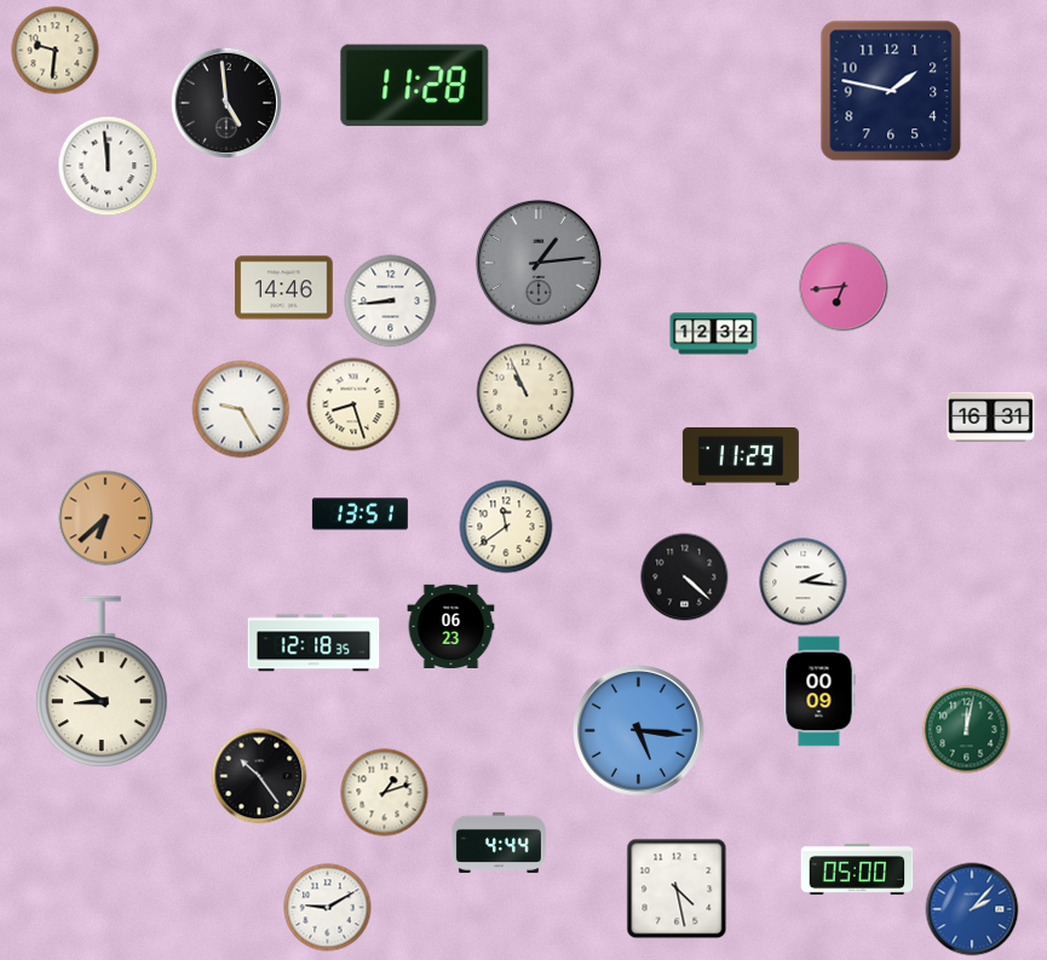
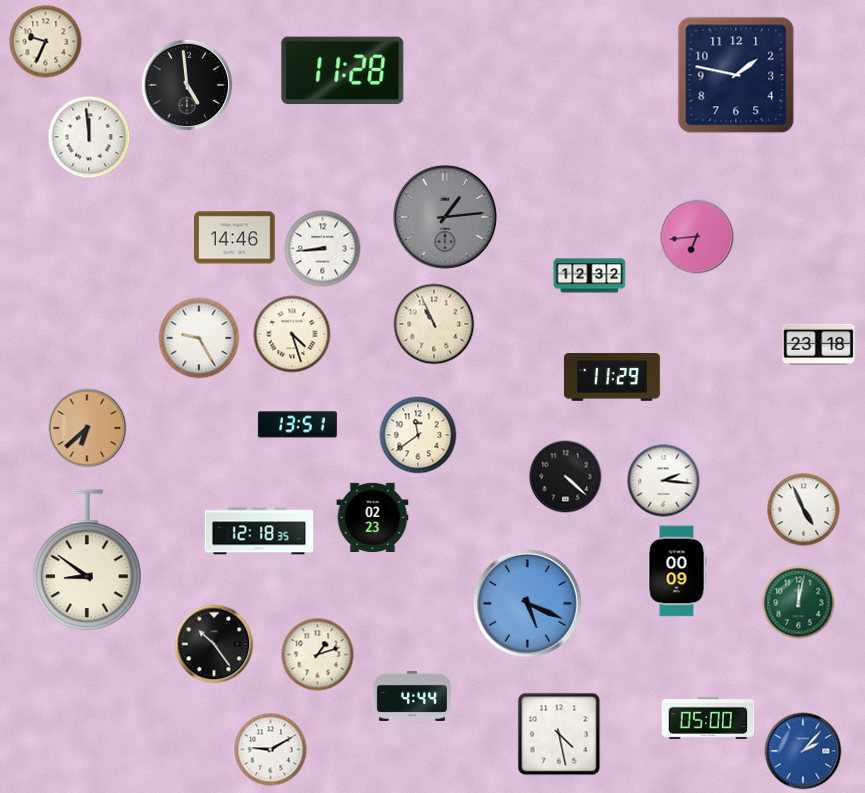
clock at (56, 51): 9:31 -> 9:34
clock at (353, 404): 8:27 -> 4:27
clock at (991, 416): 16:31 -> 23:18
clock at (804, 510): none -> 4:56
clock at (451, 626): 06:23 -> 02:23
clock at (102, 683) position: (102, 683) -> (87, 561)
clock at (639, 731): 5:16 -> 5:19
clock at (259, 776) position: (259, 776) -> (214, 644)
